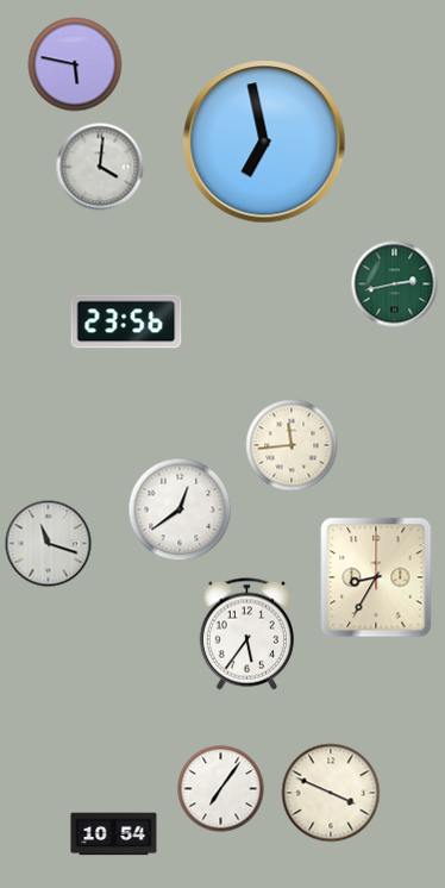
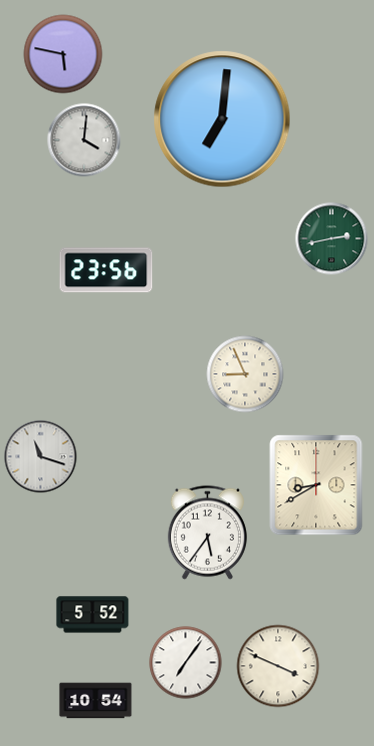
clock at (264, 142): 6:58 -> 7:01
clock at (292, 445): 11:44 -> 8:56
clock at (180, 509): 12:39 -> none
clock at (376, 577): 8:35 -> 8:40
clock at (93, 615): none -> 5:52
